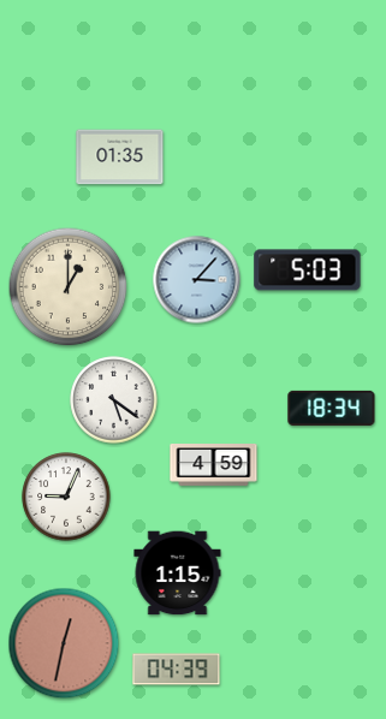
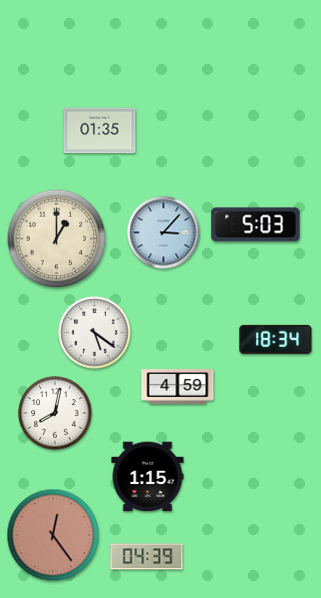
clock at (66, 497): 9:04 -> 8:02
clock at (64, 643): 12:32 -> 12:24
